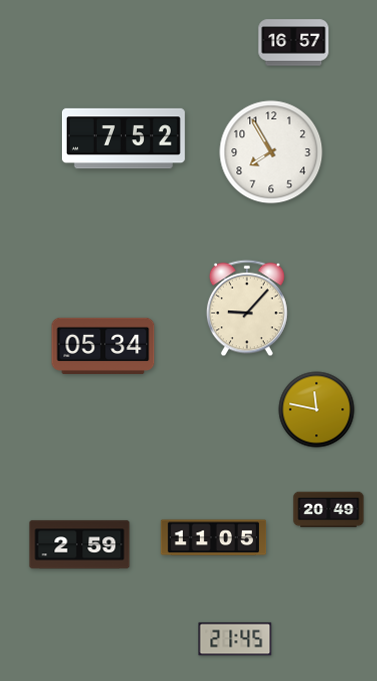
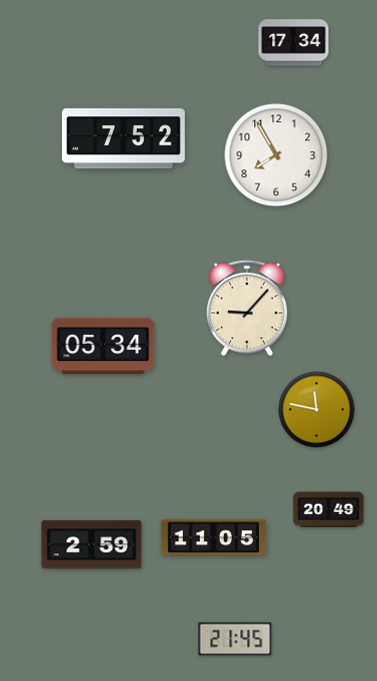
clock at (294, 43): 16:57 -> 17:34
clock at (271, 152) position: (271, 152) -> (276, 155)
clock at (80, 545) position: (80, 545) -> (92, 545)
